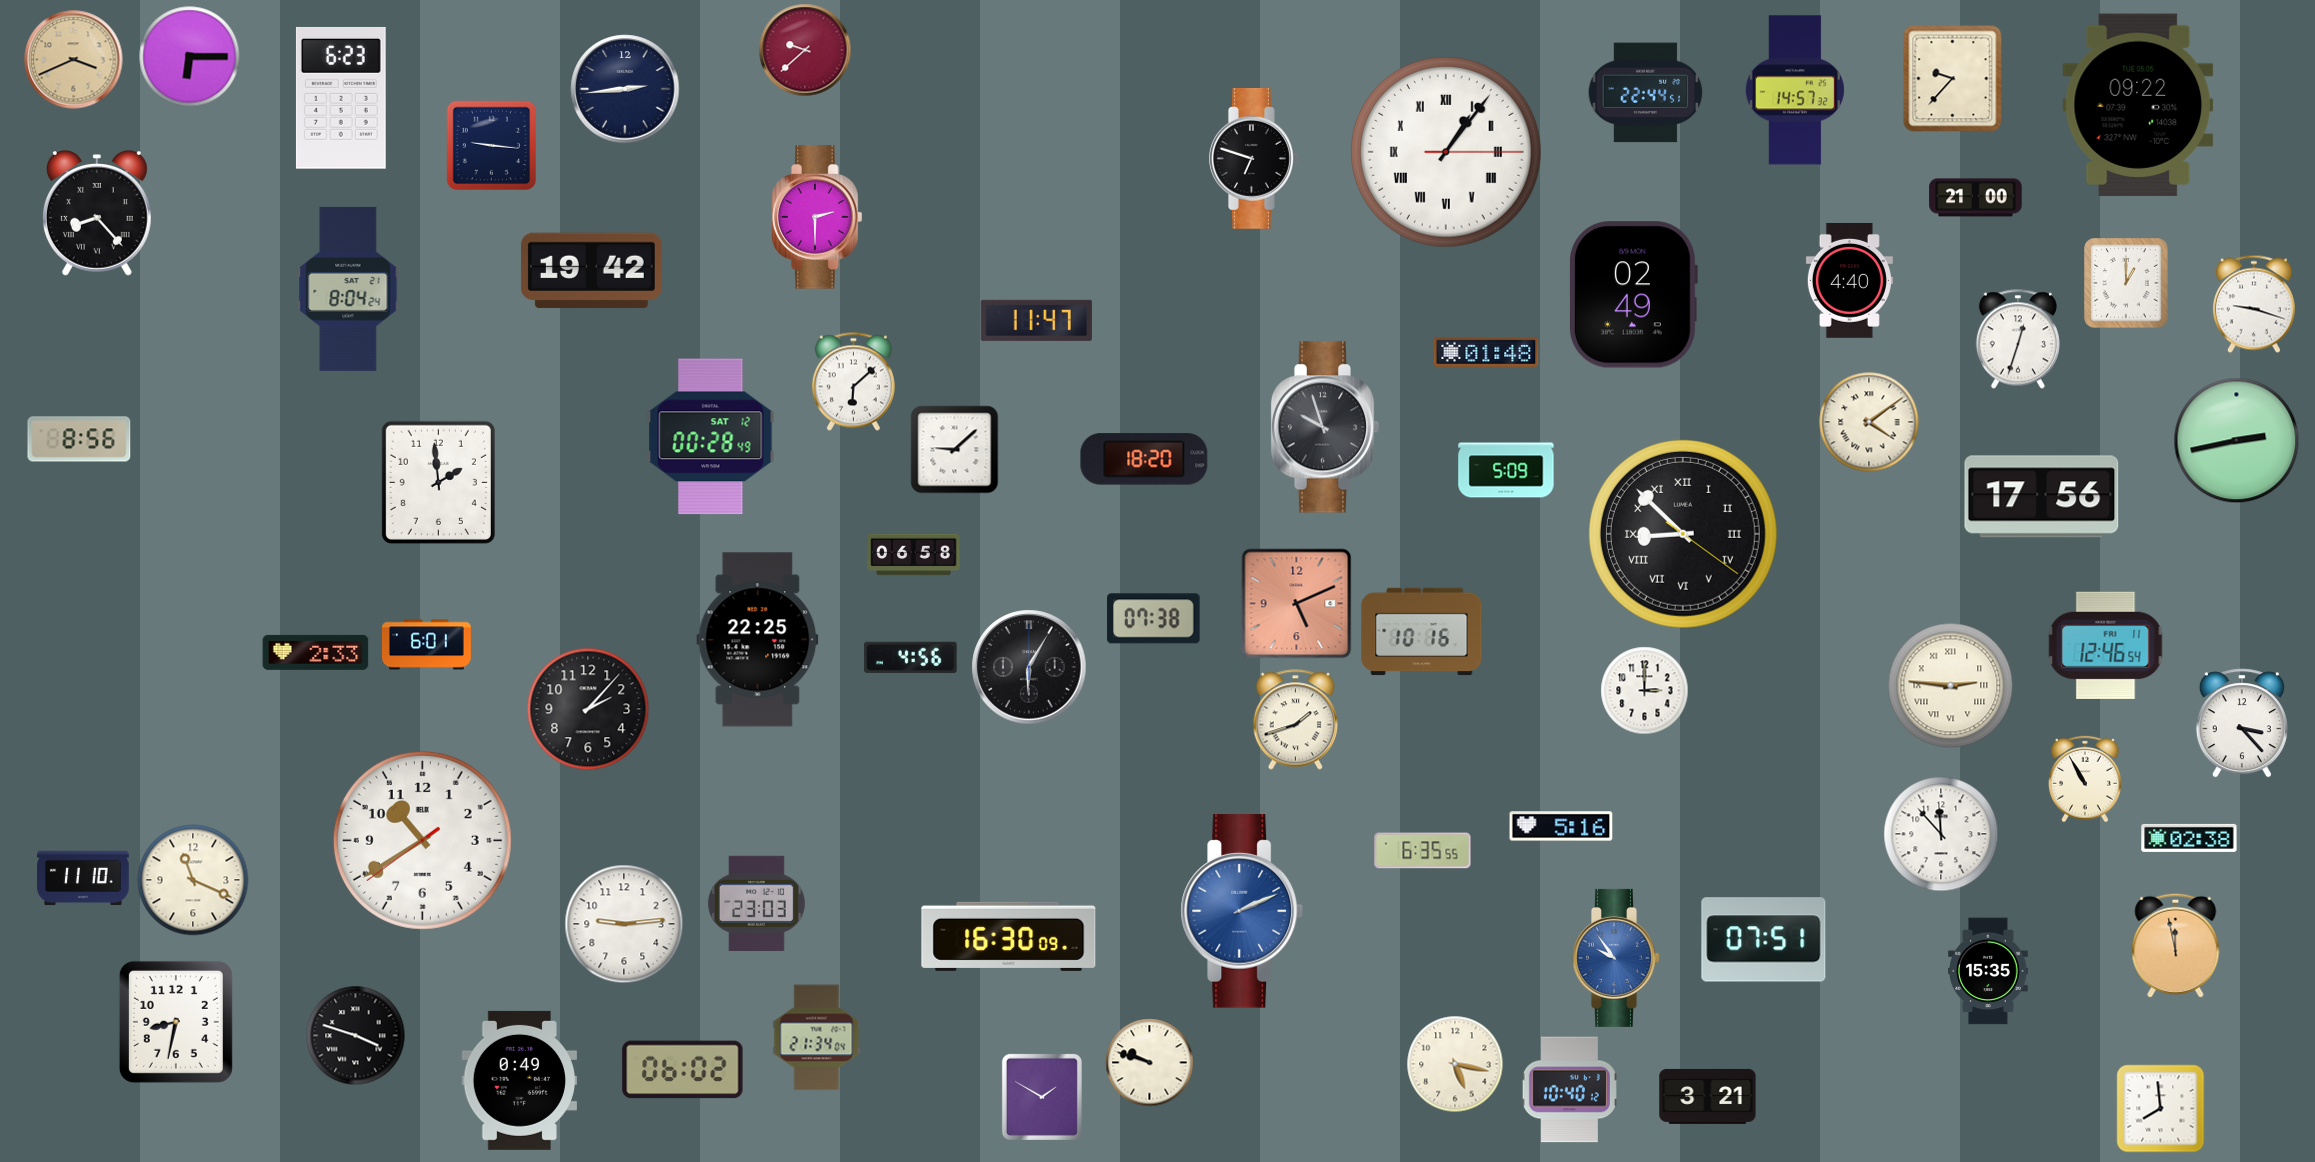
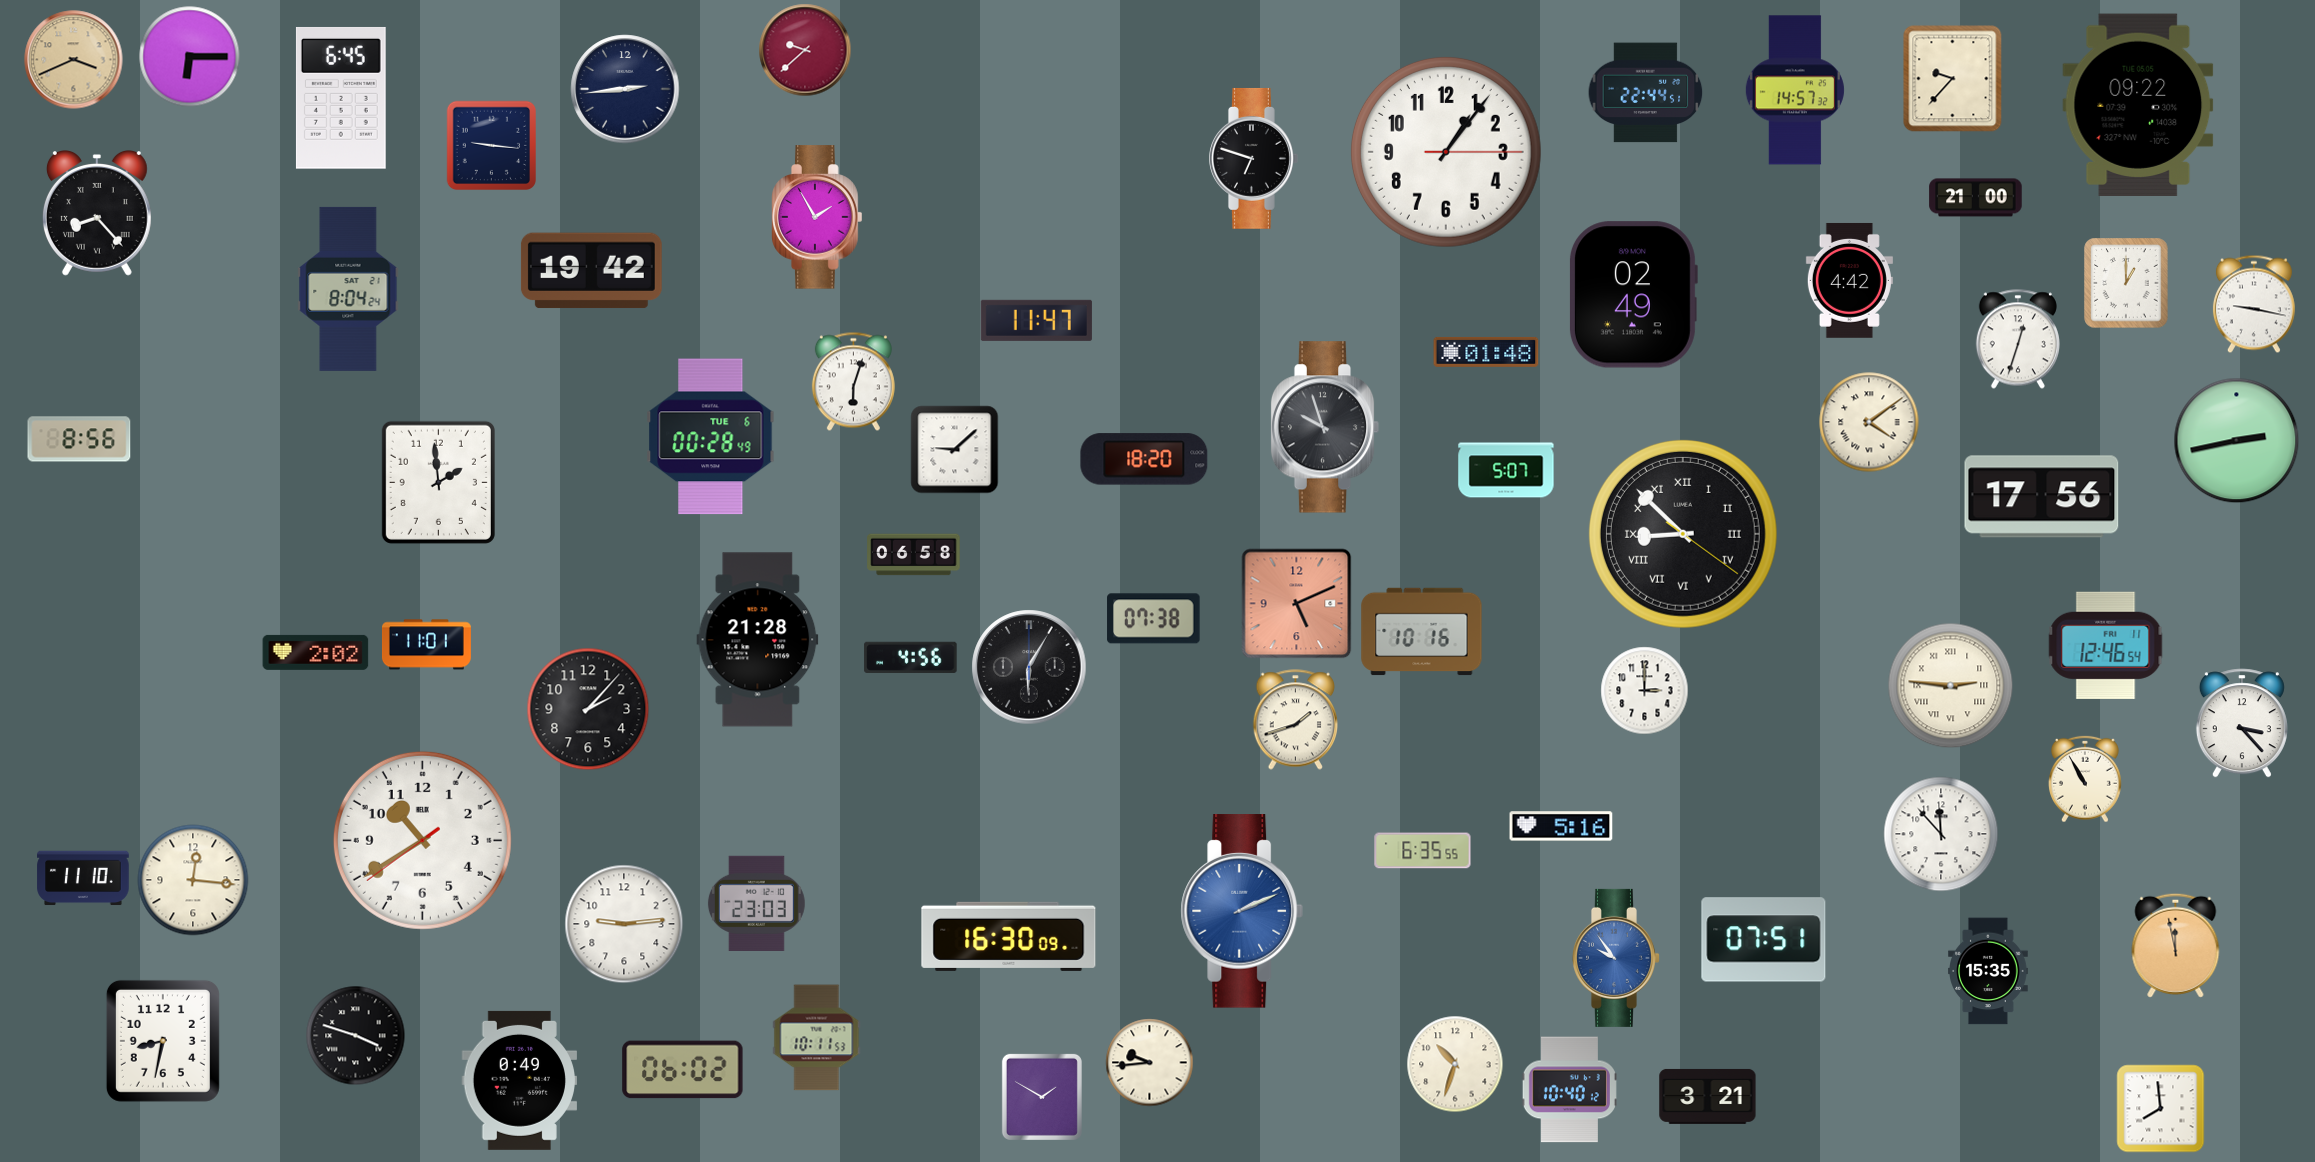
clock at (341, 98): 6:23 -> 6:45
clock at (1446, 152) numerals: Roman -> Arabic
clock at (817, 217): 2:30 -> 1:55
clock at (1849, 280): 4:40 -> 4:42
clock at (2254, 304): 9:18 -> 9:17
clock at (853, 382): 6:08 -> 6:03
clock at (711, 437) date: SAT 12 -> TUE 6
clock at (1506, 470): 5:09 -> 5:07
clock at (758, 640): 22:25 -> 21:28
clock at (426, 645): 6:01 -> 11:01
clock at (316, 652): 2:33 -> 2:02
clock at (2189, 838): 02:38 -> none
clock at (193, 880): 11:19 -> 12:16
clock at (176, 1022) position: (176, 1022) -> (163, 1041)
clock at (817, 1038): 21:34 -> 10:11
clock at (1150, 1063): 9:48 -> 9:44
clock at (1455, 1064): 5:17 -> 10:33
